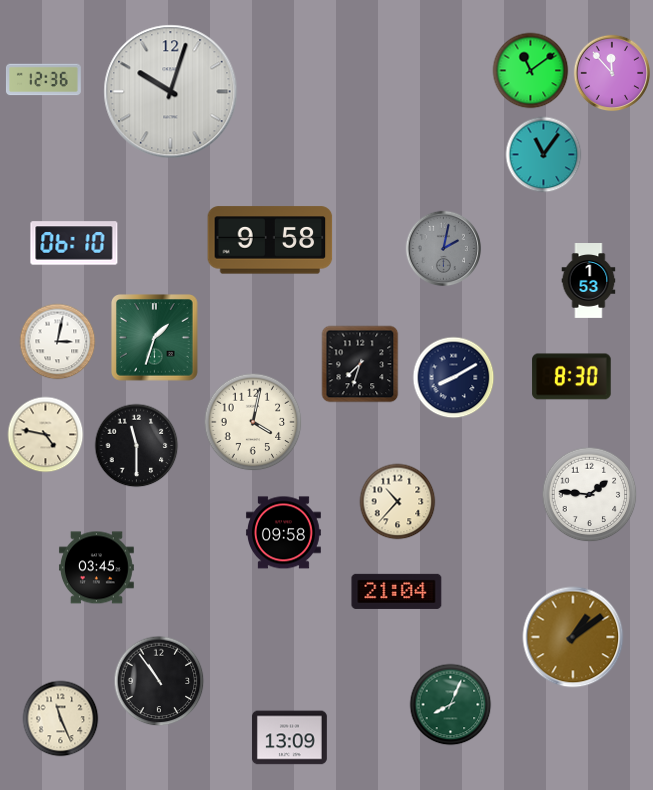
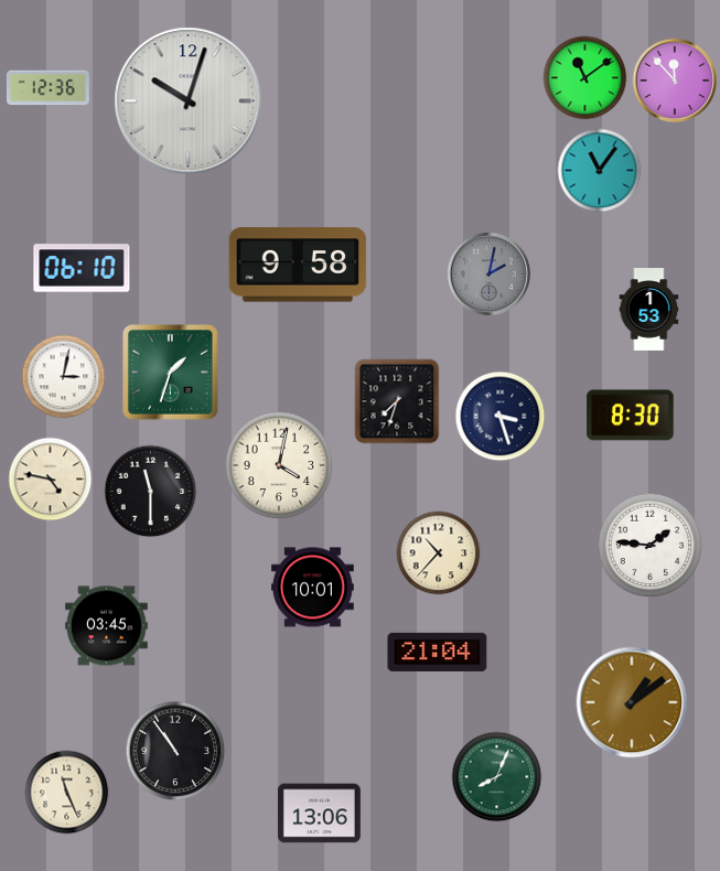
clock at (454, 378): 8:10 -> 3:27
clock at (283, 533): 09:58 -> 10:01
clock at (289, 738): 13:09 -> 13:06
